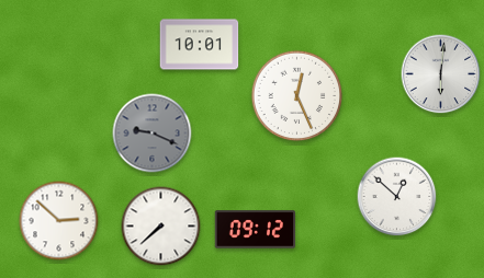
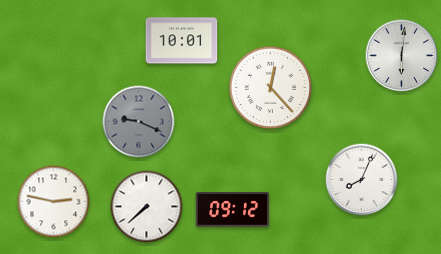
clock at (441, 74) position: (441, 74) -> (402, 56)
clock at (297, 96): 12:26 -> 12:23
clock at (397, 197): 12:52 -> 8:04
clock at (59, 221): 2:52 -> 2:47
